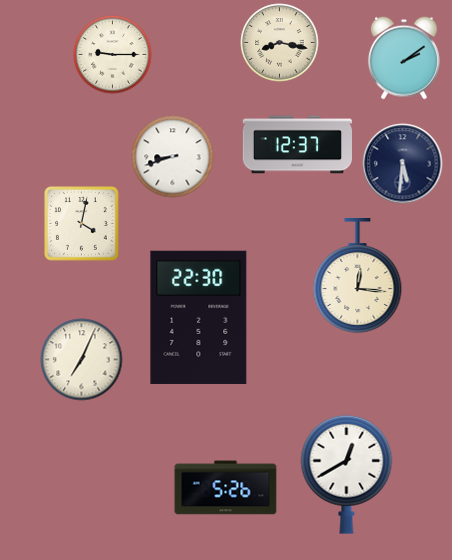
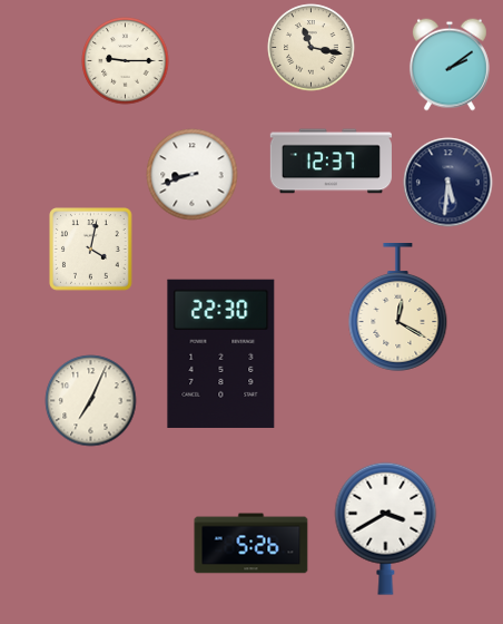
clock at (280, 43): 8:17 -> 11:17
clock at (358, 276): 12:16 -> 12:20
clock at (347, 474): 12:40 -> 3:40
